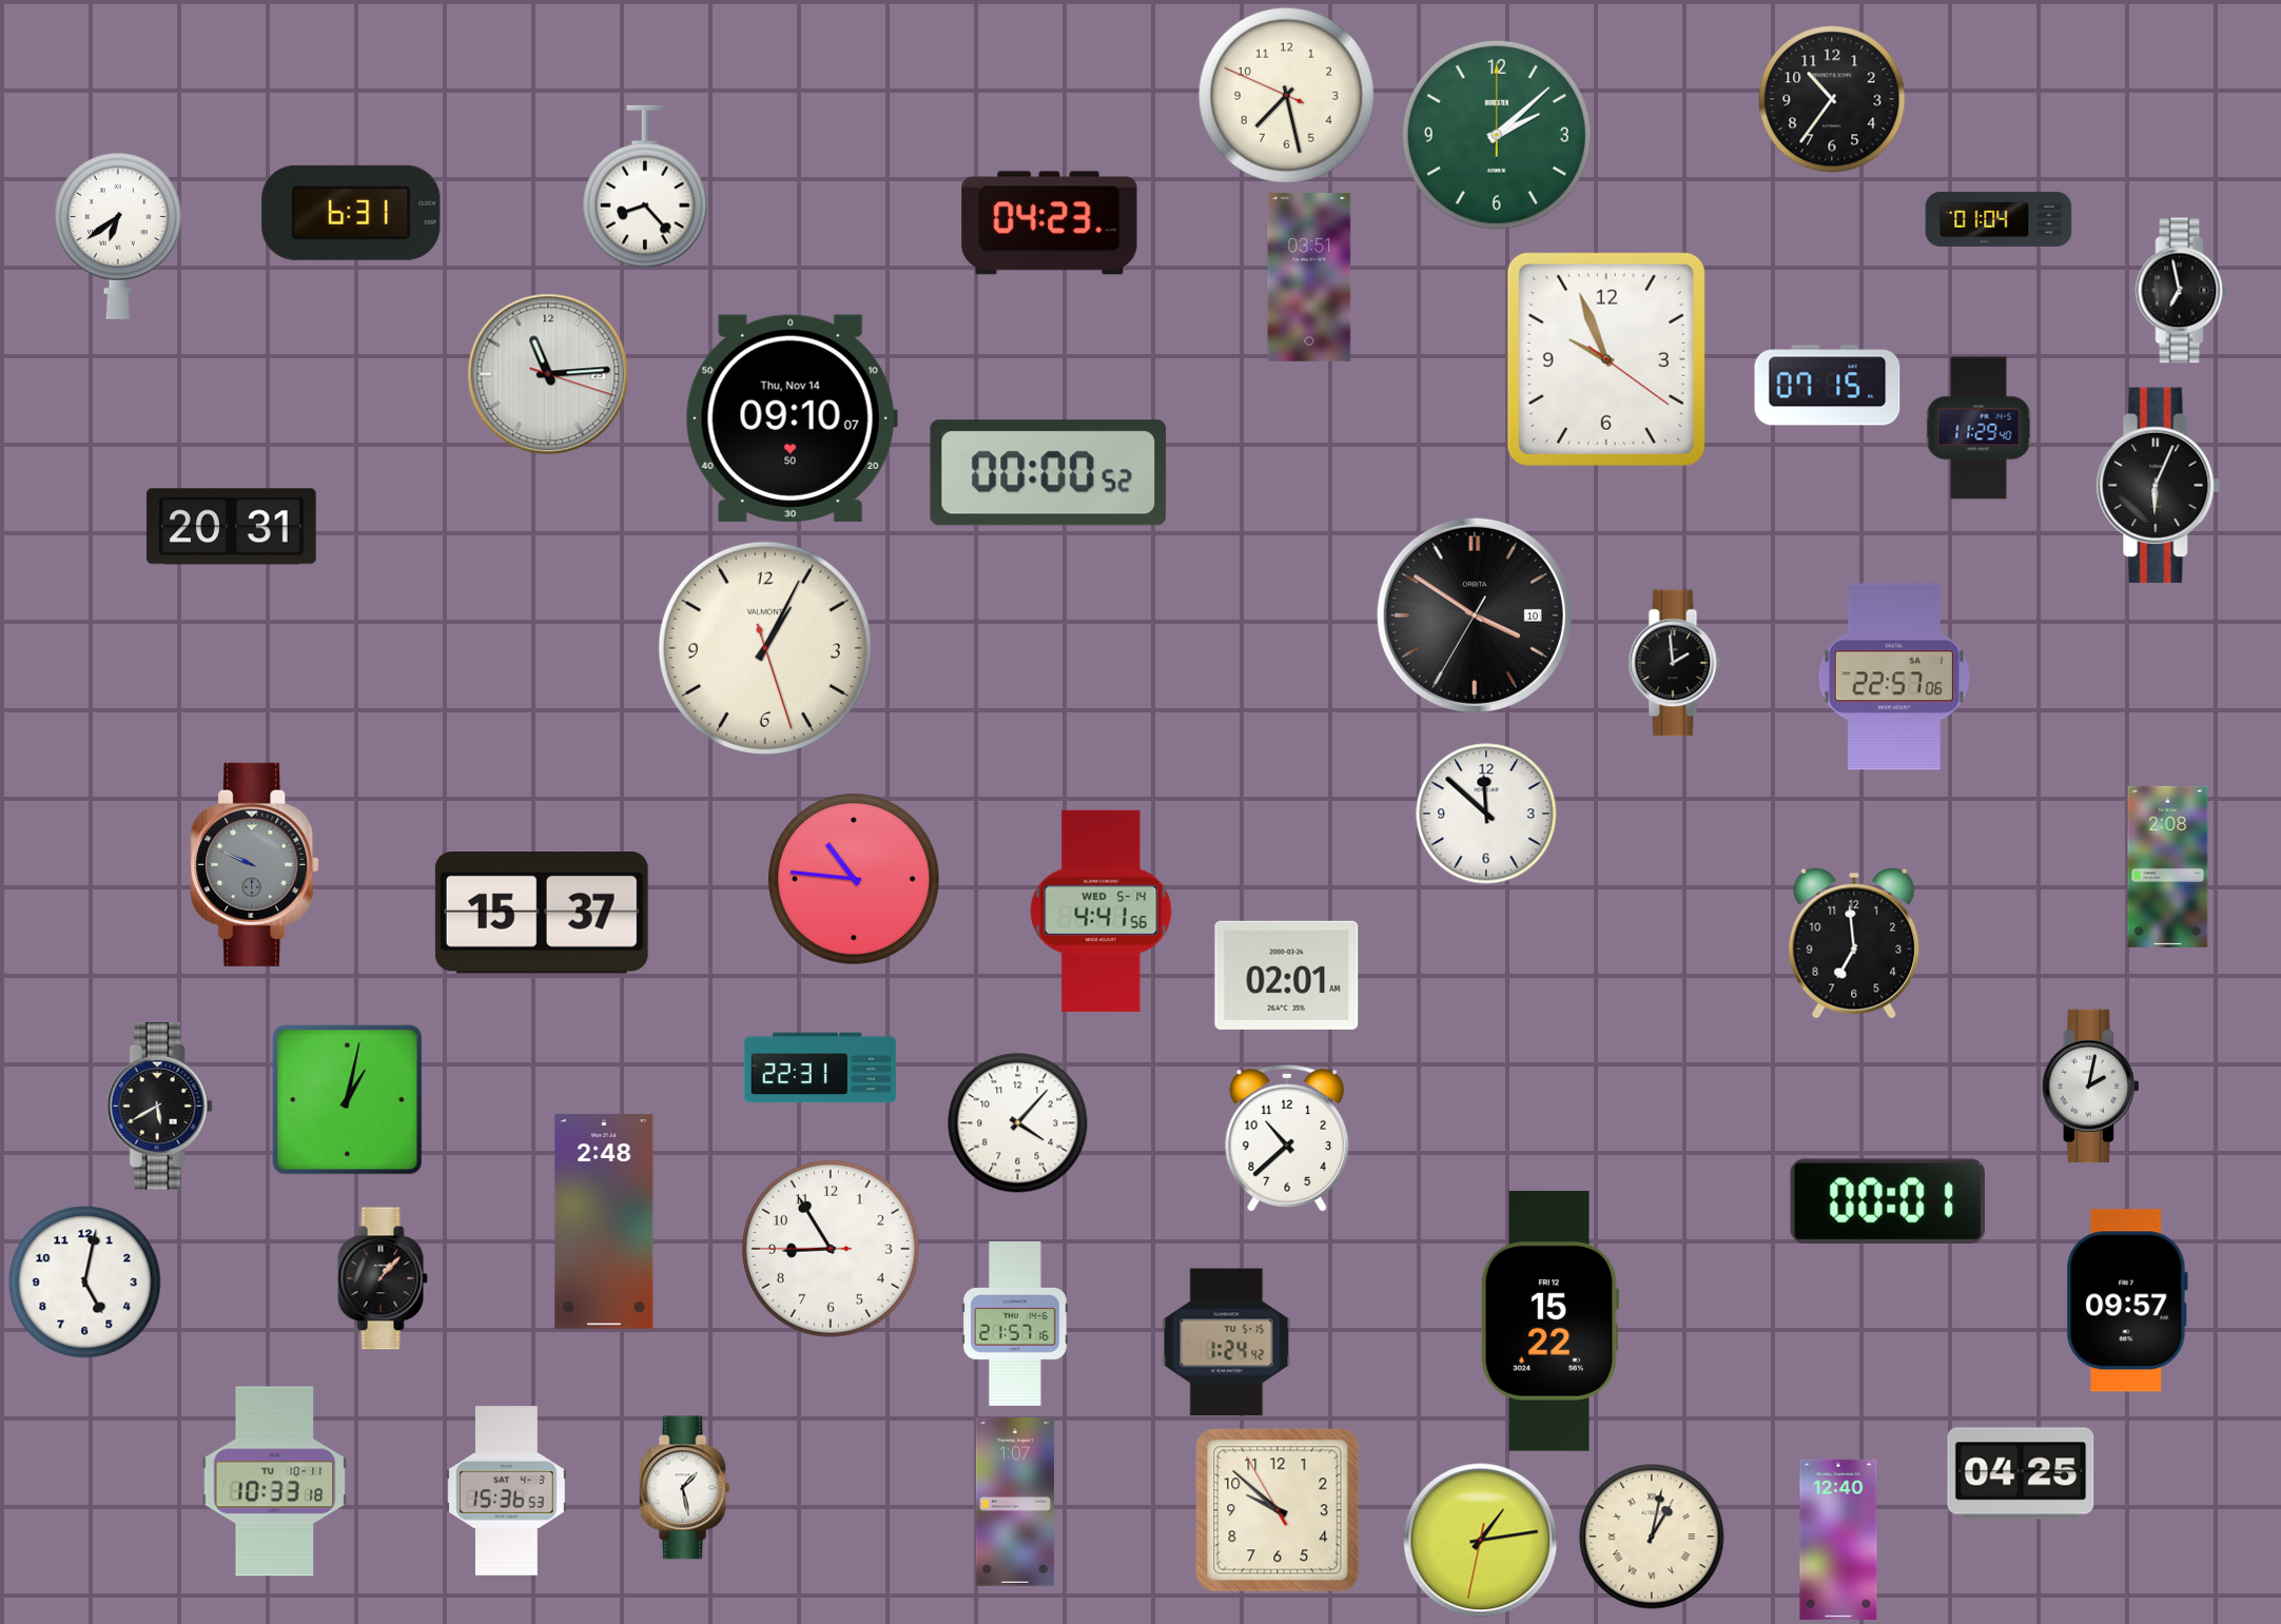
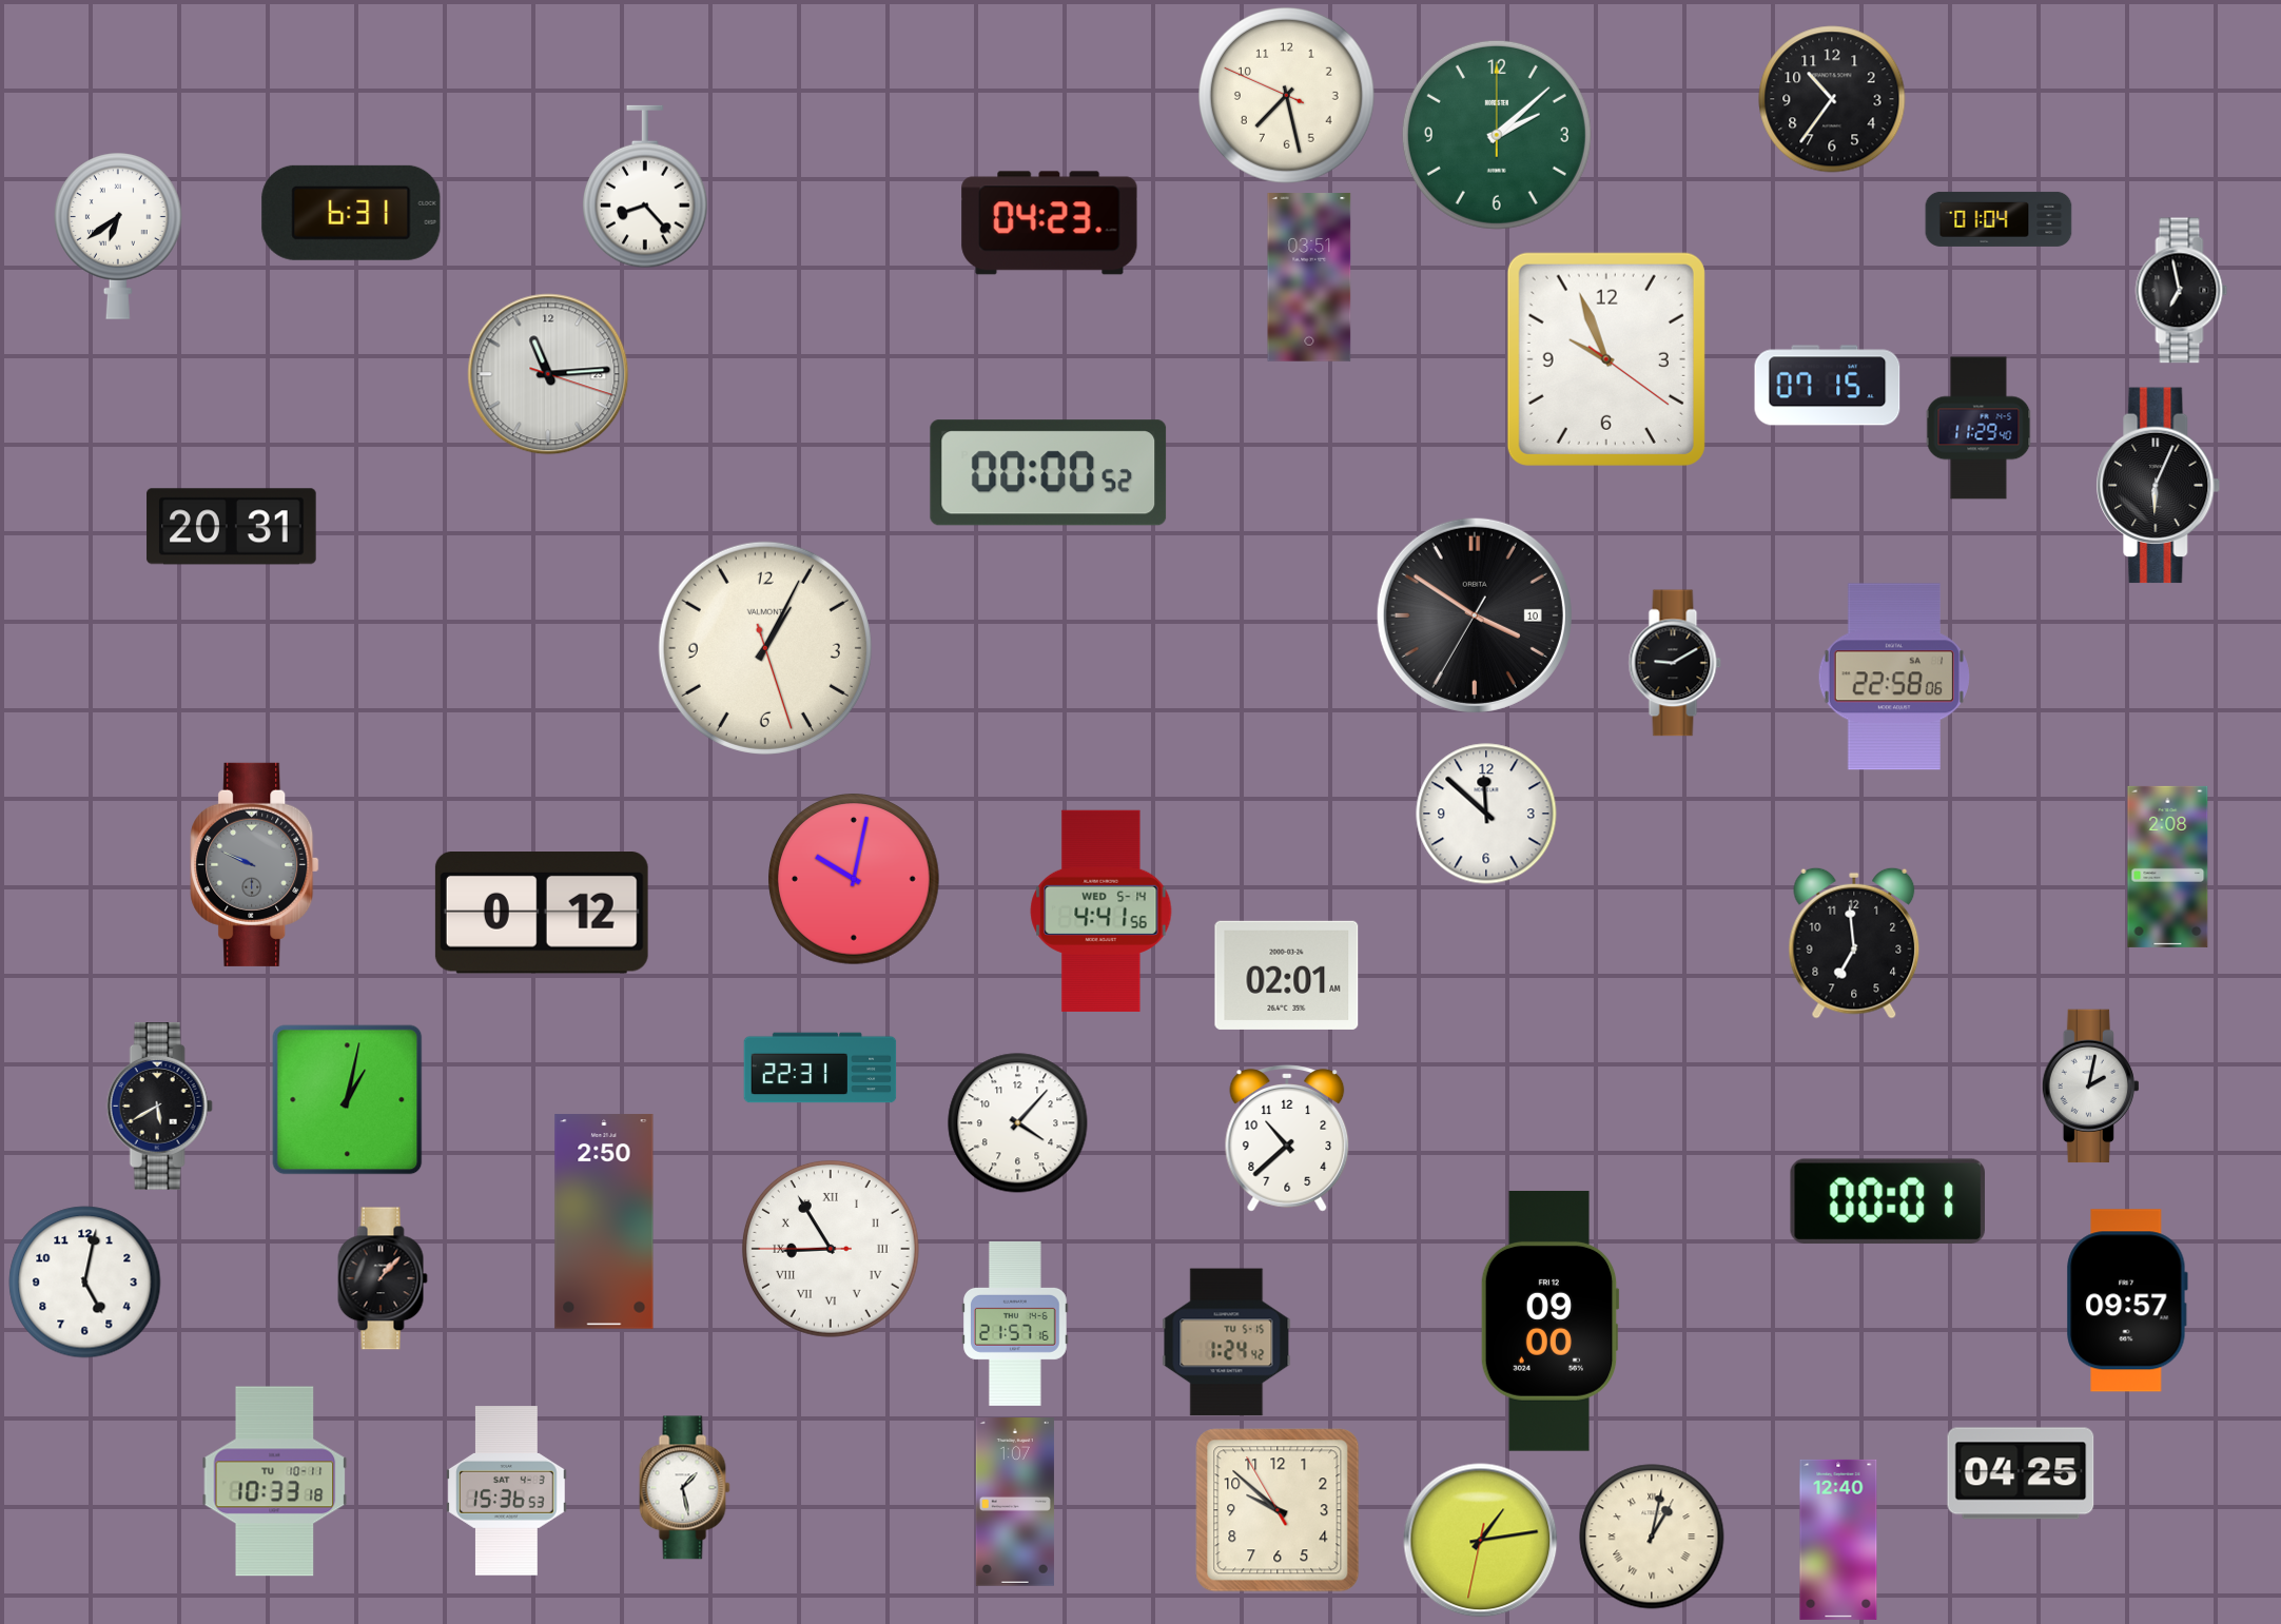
clock at (792, 418): 09:10 -> none
clock at (1675, 663): 1:59 -> 9:10
clock at (1894, 677): 22:57 -> 22:58
clock at (855, 880): 10:46 -> 10:02
clock at (542, 914): 15:37 -> 0:12
clock at (604, 1221): 2:48 -> 2:50
clock at (831, 1249) numerals: Arabic -> Roman
clock at (1549, 1320): 15:22 -> 09:00
